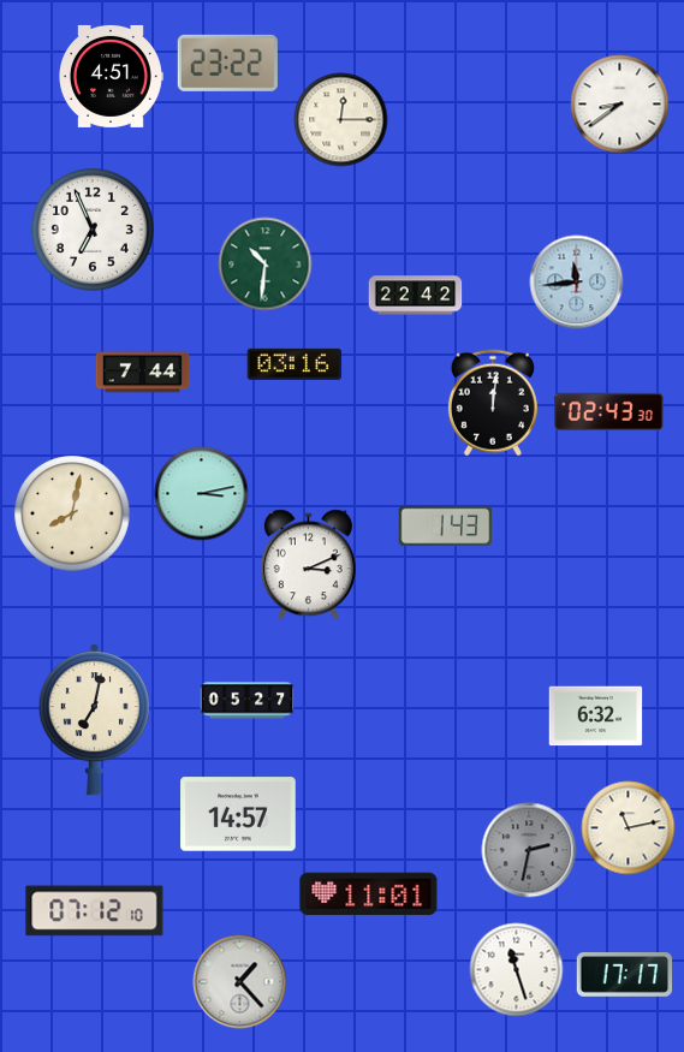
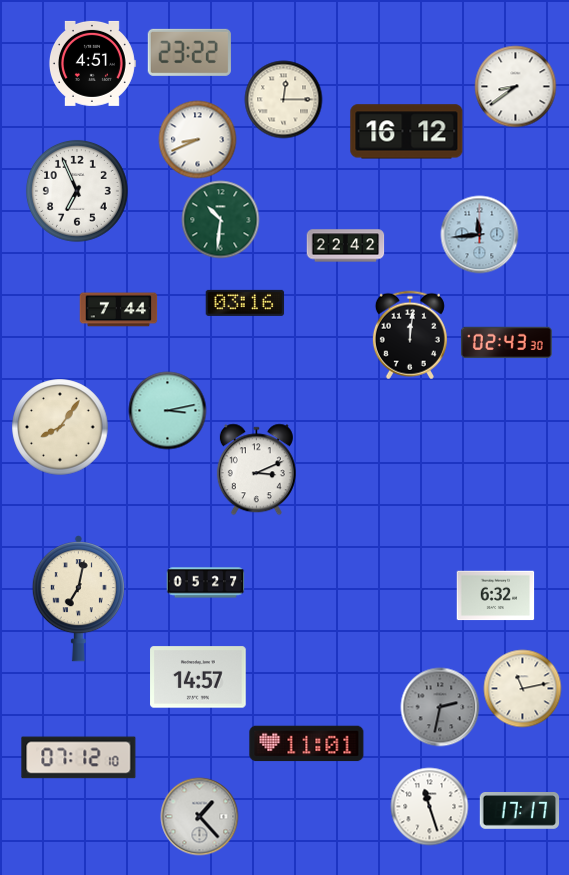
clock at (407, 132): none -> 16:12
clock at (197, 139): none -> 8:41
clock at (72, 513): 8:02 -> 8:06
clock at (445, 527): 1:43 -> none
